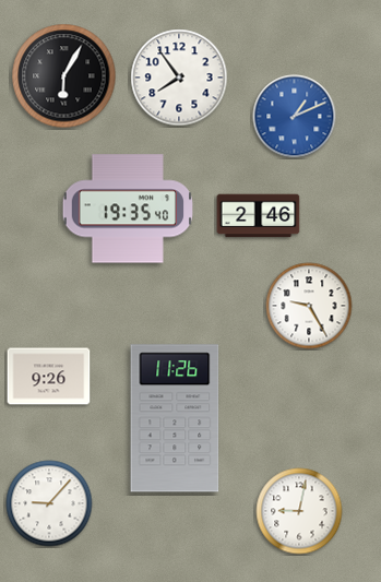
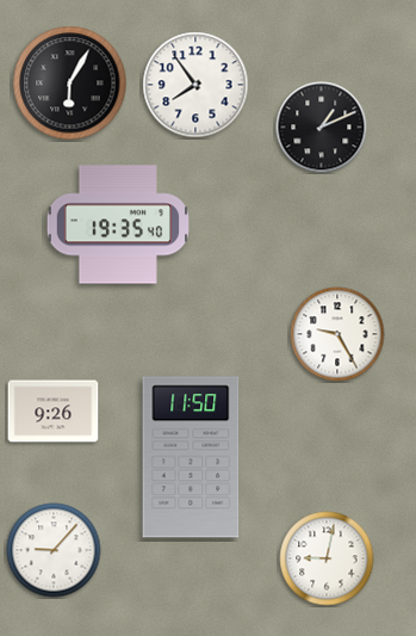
clock at (295, 117) dial: blue -> black
clock at (127, 209) position: (127, 209) -> (117, 224)
clock at (259, 216): 2:46 -> none
clock at (175, 418): 11:26 -> 11:50
